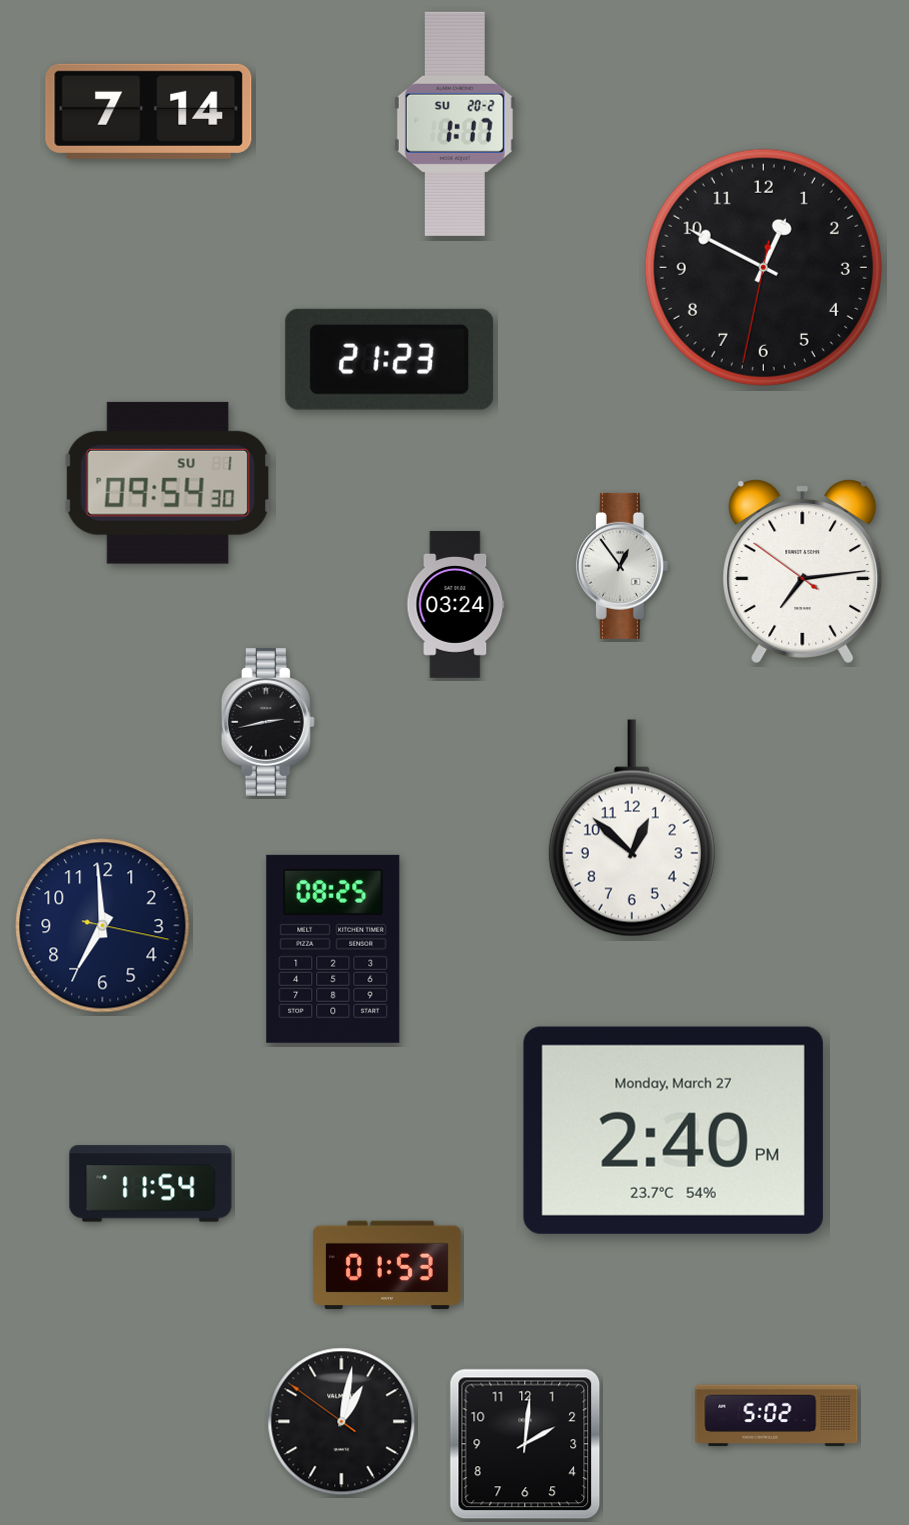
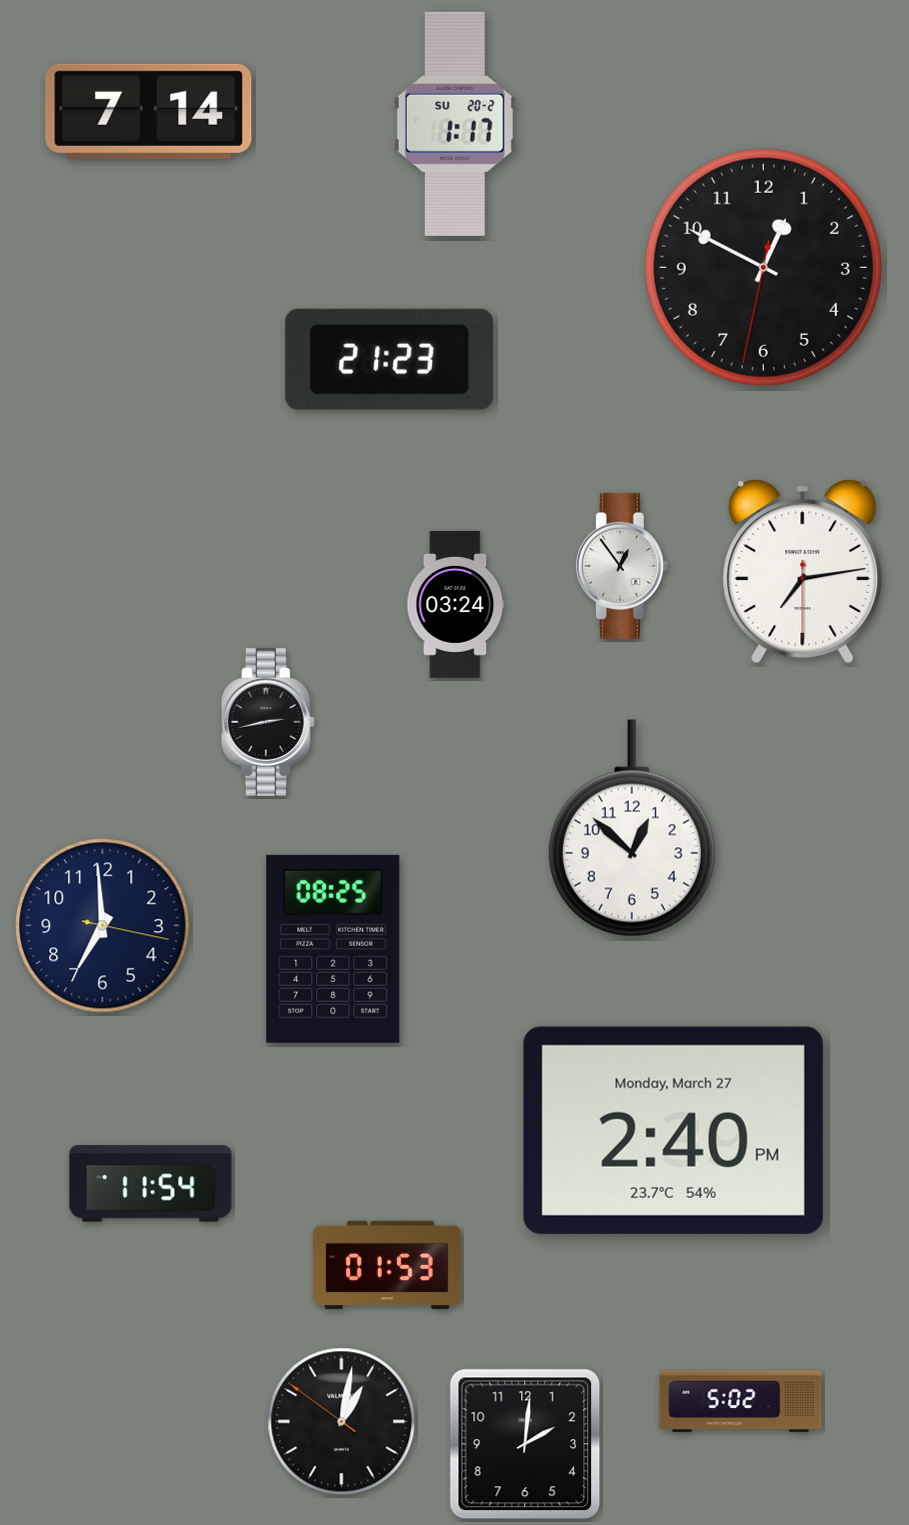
clock at (168, 483): 09:54 -> none
clock at (803, 571): 7:13:51 -> 7:13:30
clock at (777, 1416) position: (777, 1416) -> (741, 1402)
